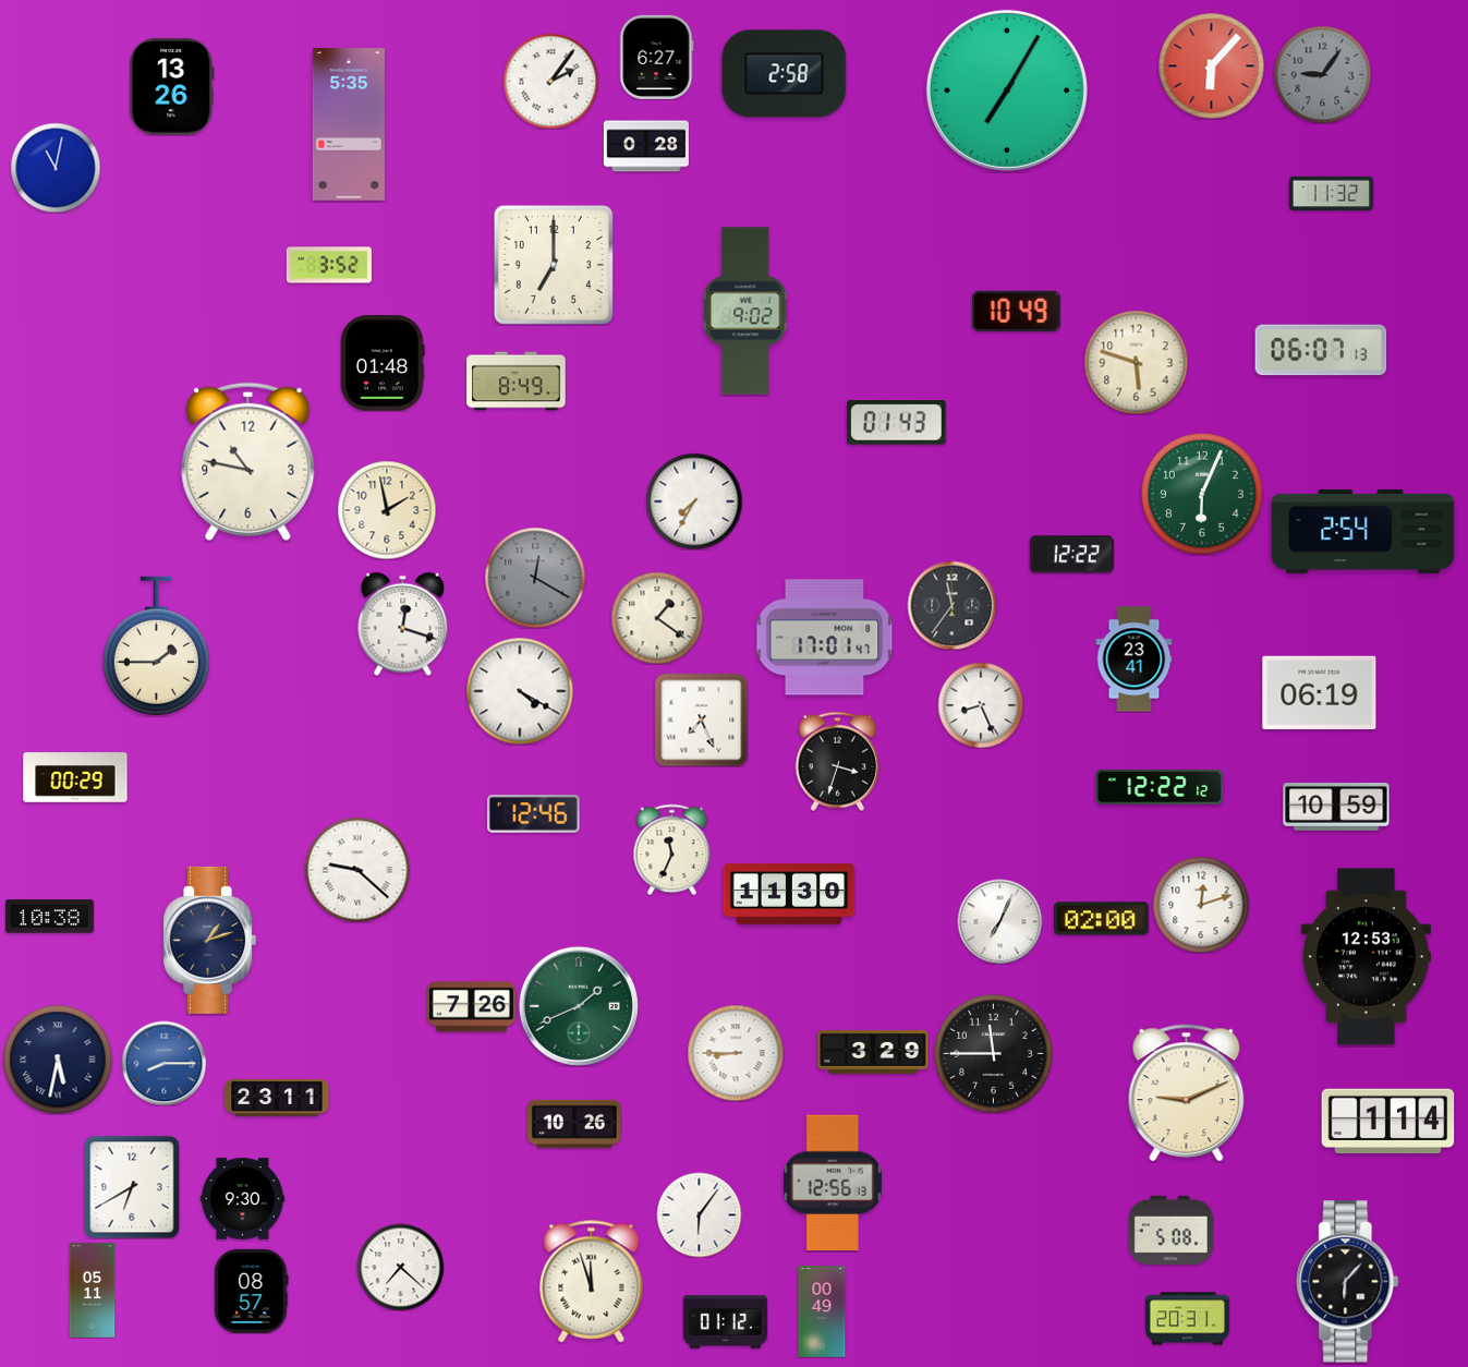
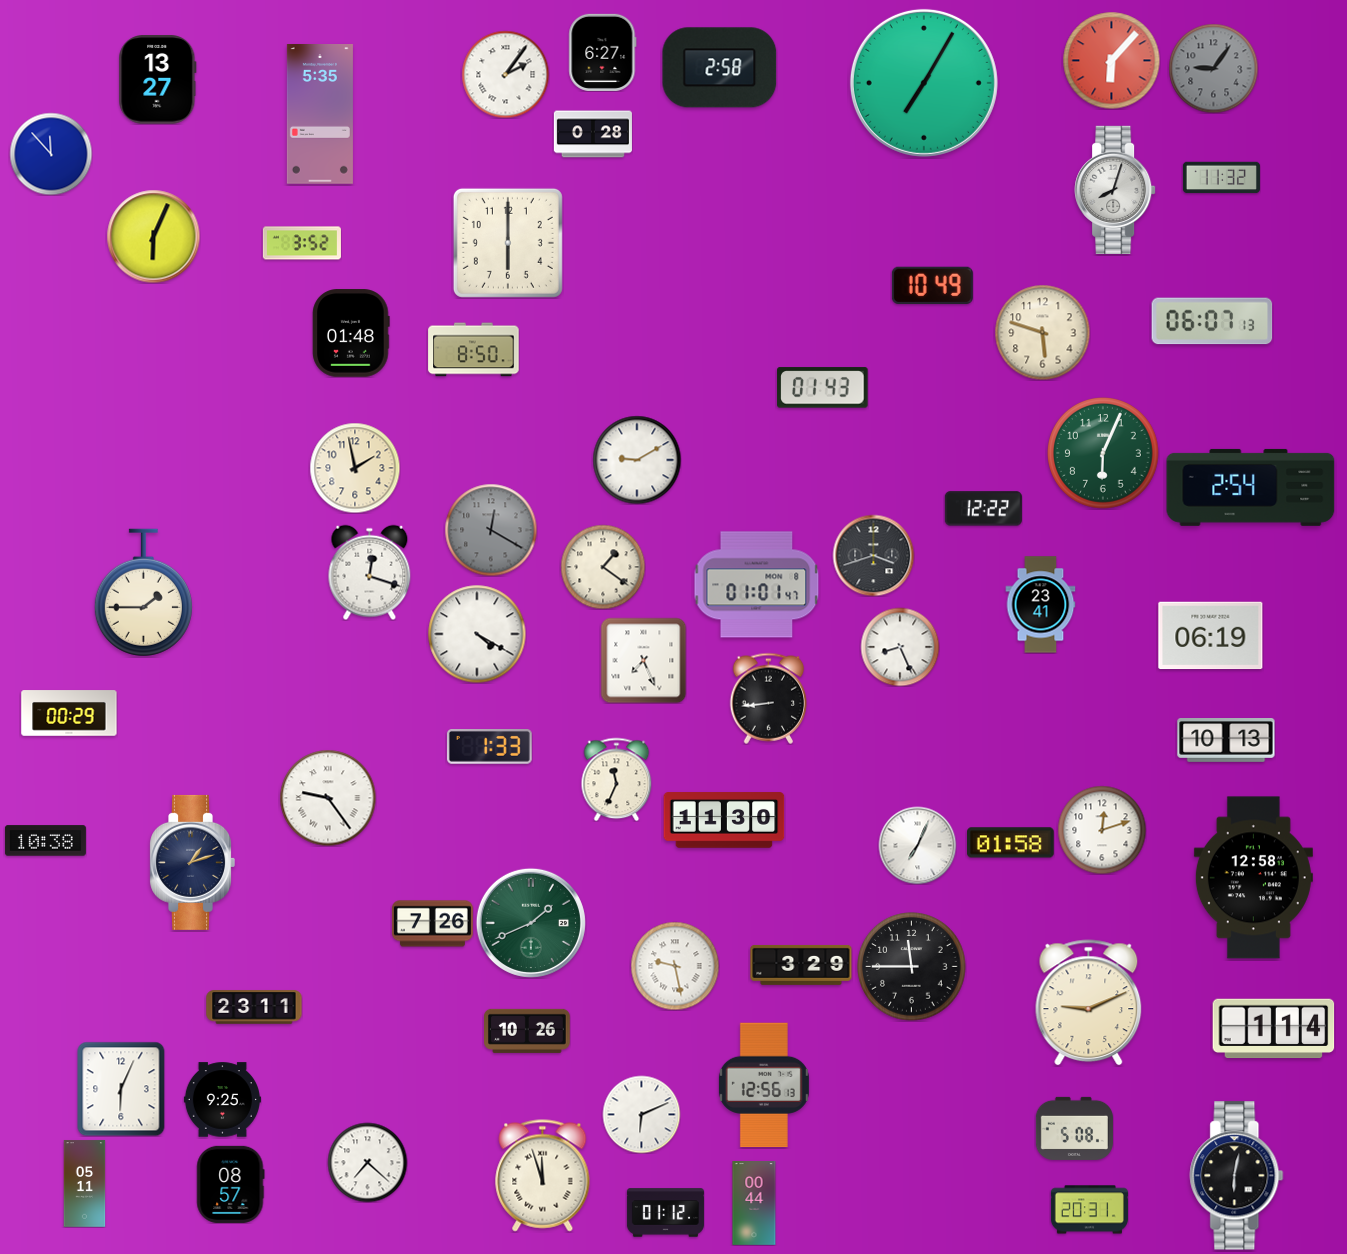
clock at (172, 87): 13:26 -> 13:27
clock at (56, 168): 11:02 -> 11:53
clock at (1115, 190): none -> 8:03
clock at (153, 236): none -> 6:04
clock at (554, 265): 7:00 -> 6:00
clock at (747, 311): 9:02 -> none
clock at (517, 382): 8:49 -> 8:50
clock at (248, 461): 10:47 -> none
clock at (694, 501): 7:35 -> 9:10
clock at (951, 605): 11:36 -> 3:42
clock at (825, 638): 17:01 -> 01:01
clock at (838, 761): 3:33 -> 8:44
clock at (1160, 788): 12:22 -> none
clock at (1336, 808): 10:59 -> 10:13
clock at (533, 814): 12:46 -> 1:33
clock at (357, 870): 9:22 -> 9:24
clock at (1102, 919): 02:00 -> 01:58
clock at (1366, 957): 12:53 -> 12:58
clock at (736, 1053): 8:45 -> 9:28
clock at (58, 1060): 5:32 -> none
clock at (163, 1063): 8:15 -> none
clock at (132, 1187): 6:40 -> 6:04
clock at (242, 1199): 9:30 -> 9:25
clock at (699, 1214): 6:06 -> 6:11
clock at (1348, 1282): 6:07 -> 6:02
clock at (822, 1312): 00:49 -> 00:44
